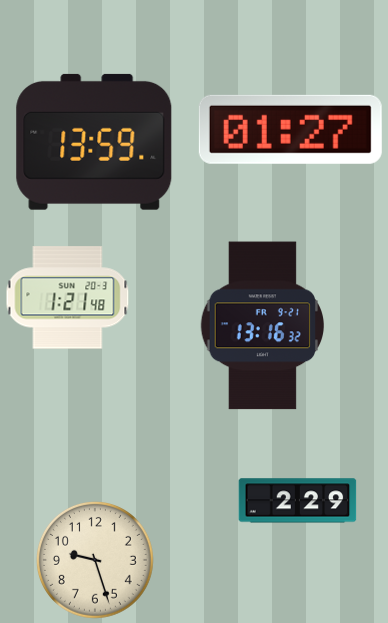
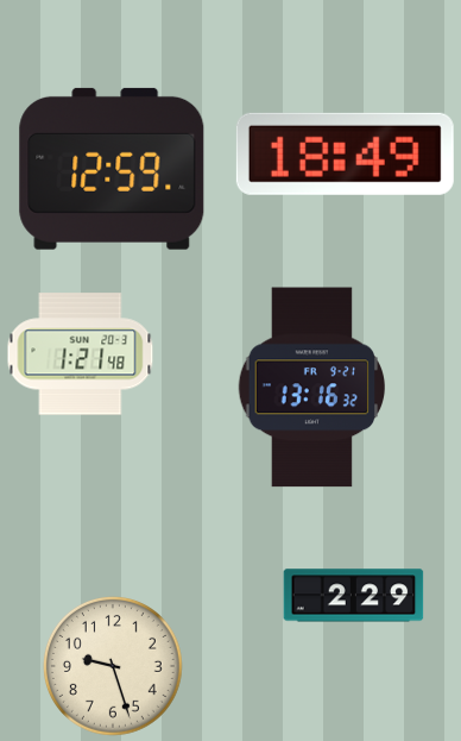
clock at (290, 129): 01:27 -> 18:49
clock at (94, 142): 13:59 -> 12:59
